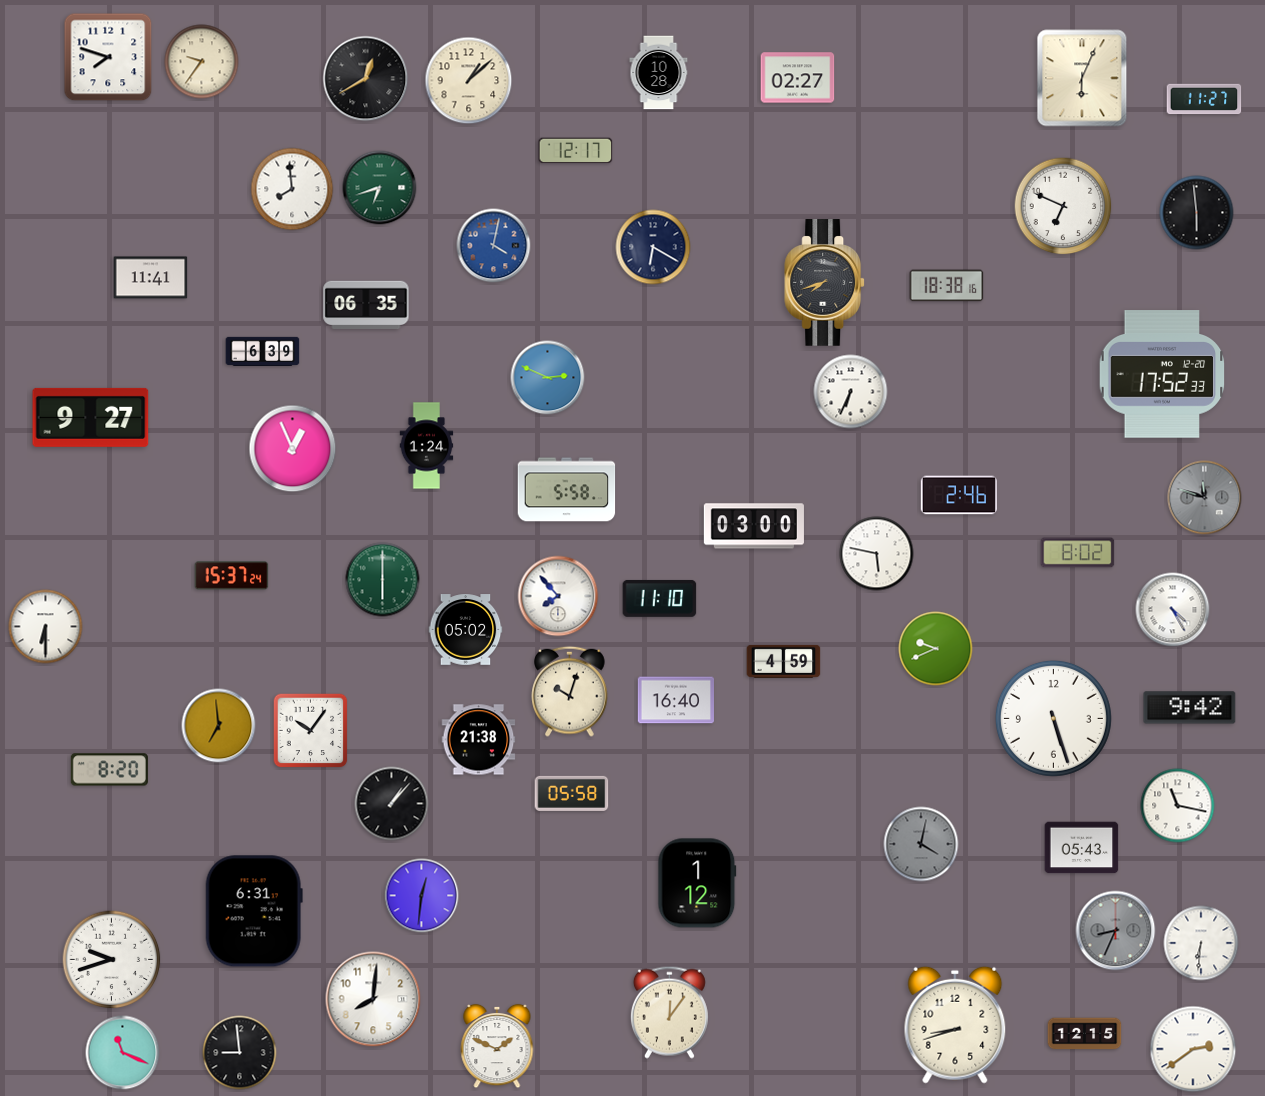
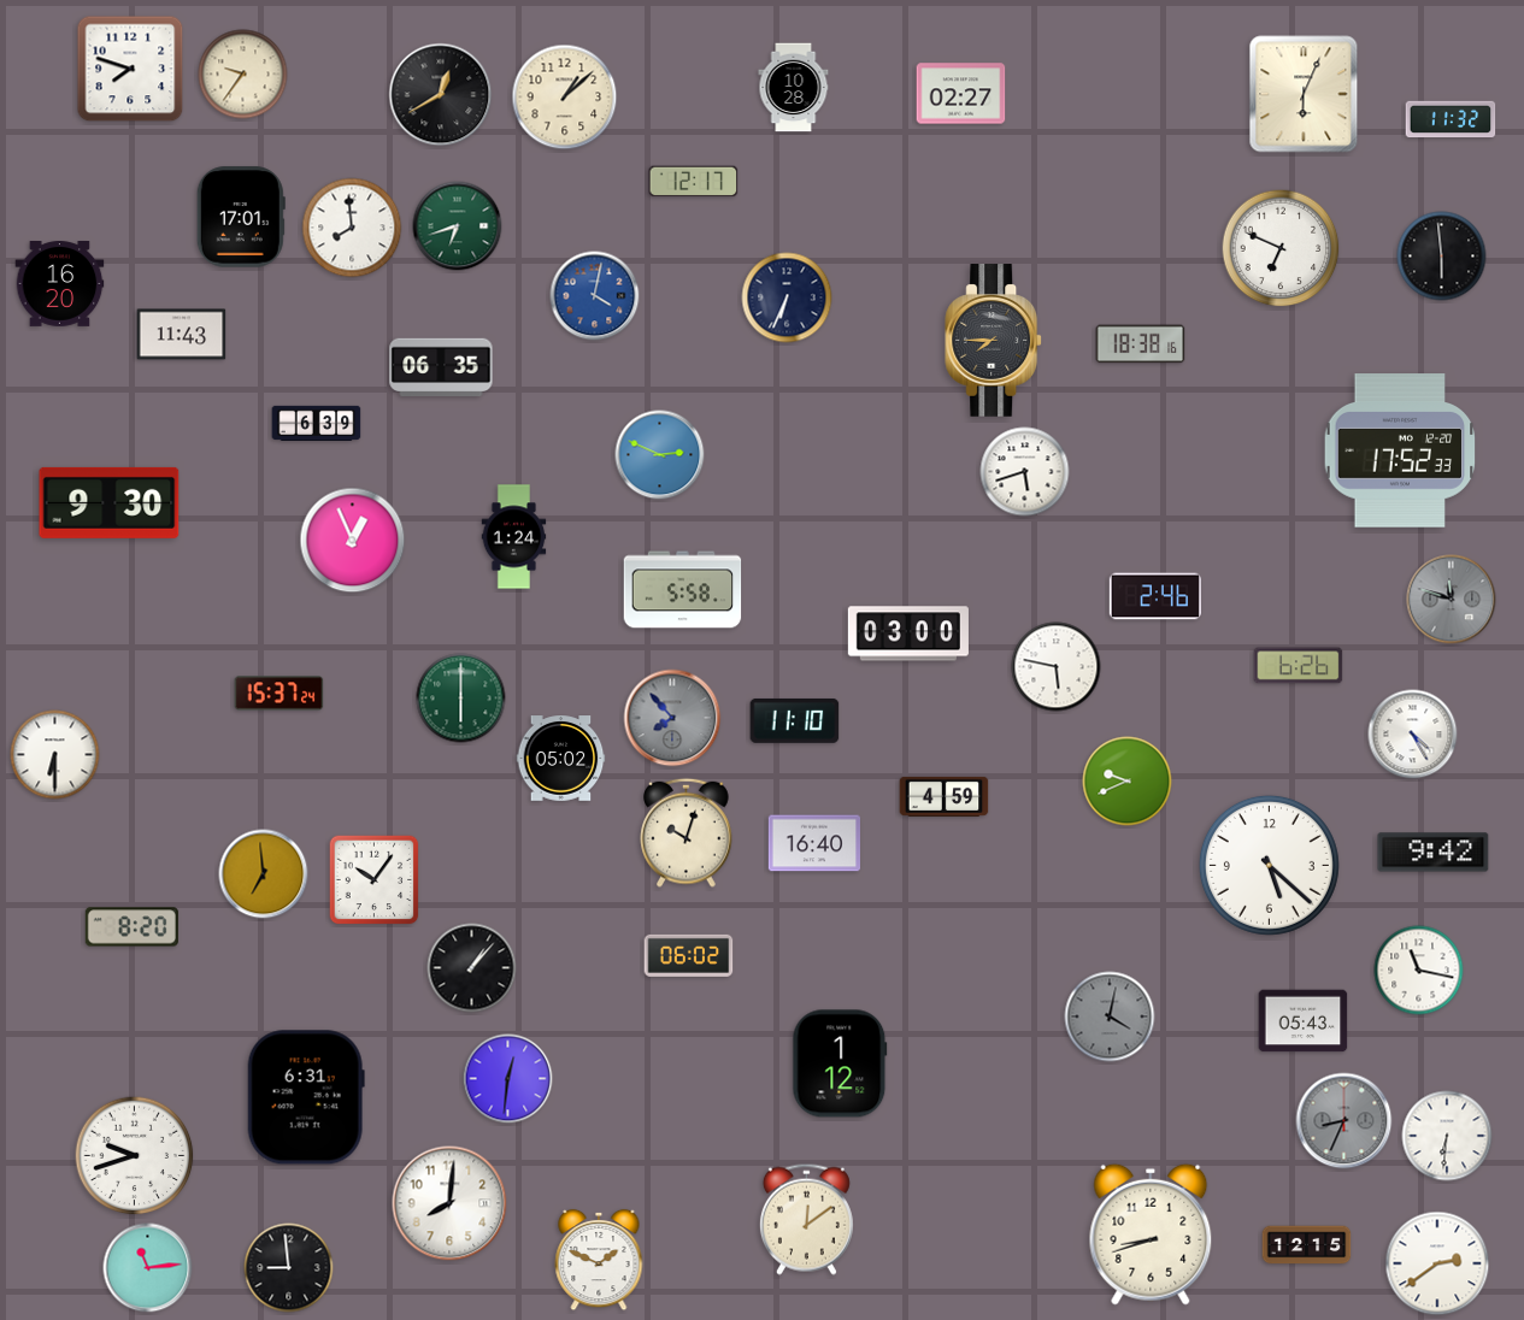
clock at (1204, 99): 11:27 -> 11:32
clock at (241, 217): none -> 17:01
clock at (60, 284): none -> 16:20
clock at (653, 247): 6:20 -> 6:34
clock at (151, 278): 11:41 -> 11:43
clock at (825, 283): 7:42 -> 7:45
clock at (851, 392): 6:34 -> 5:42
clock at (91, 417): 9:27 -> 9:30
clock at (1078, 553): 8:02 -> 6:26
clock at (558, 596) dial: white -> grey
clock at (1053, 718): 5:27 -> 5:22
clock at (479, 740): 21:38 -> none
clock at (572, 793): 05:58 -> 06:02
clock at (669, 1012): 12:06 -> 12:09
clock at (123, 1053): 11:19 -> 11:14
